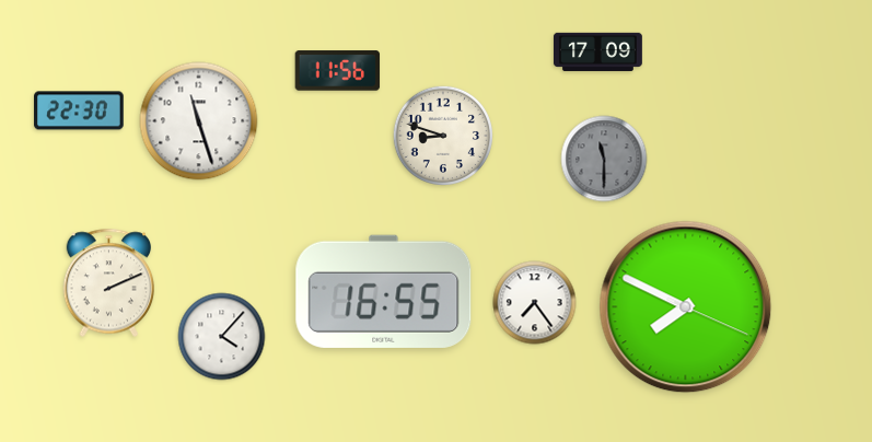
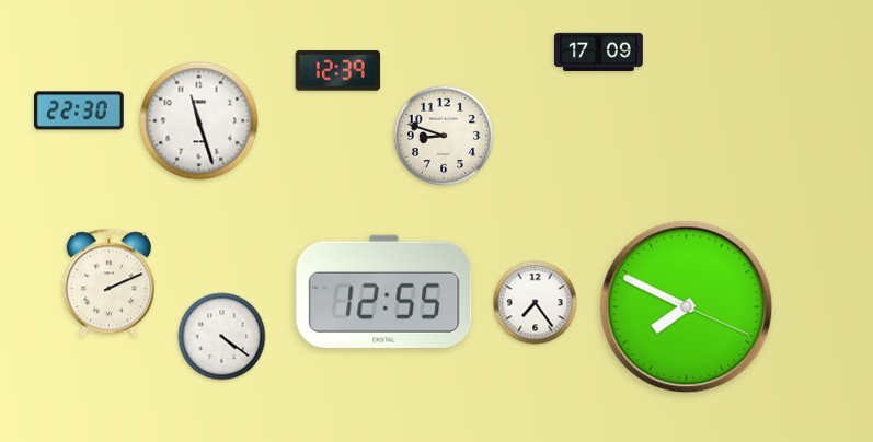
clock at (338, 71): 11:56 -> 12:39
clock at (604, 159): 11:30 -> none
clock at (384, 291): 16:55 -> 12:55
clock at (222, 337): 4:07 -> 4:21
